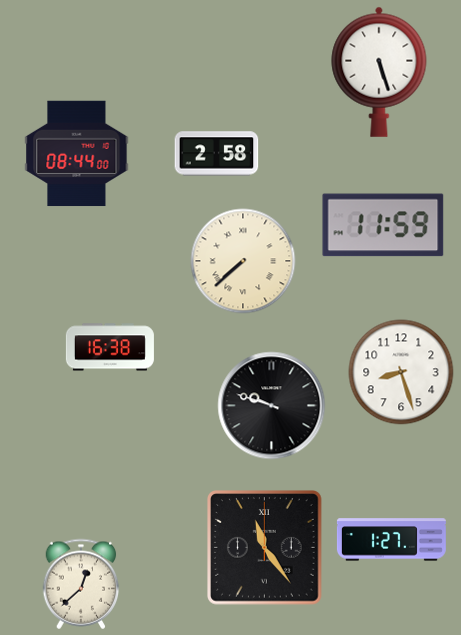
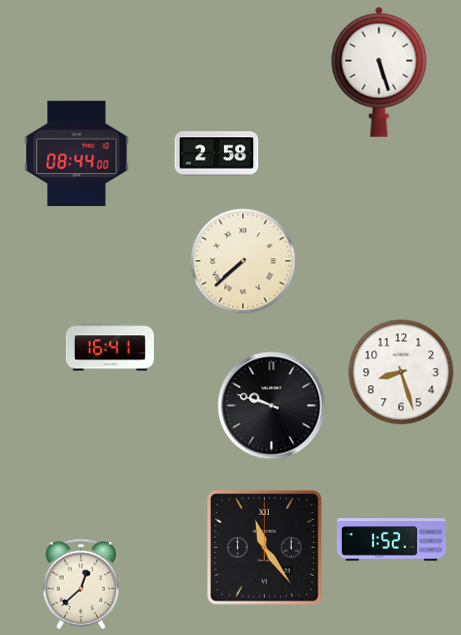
clock at (383, 225): 11:59 -> none
clock at (110, 347): 16:38 -> 16:41
clock at (391, 540): 1:27 -> 1:52
